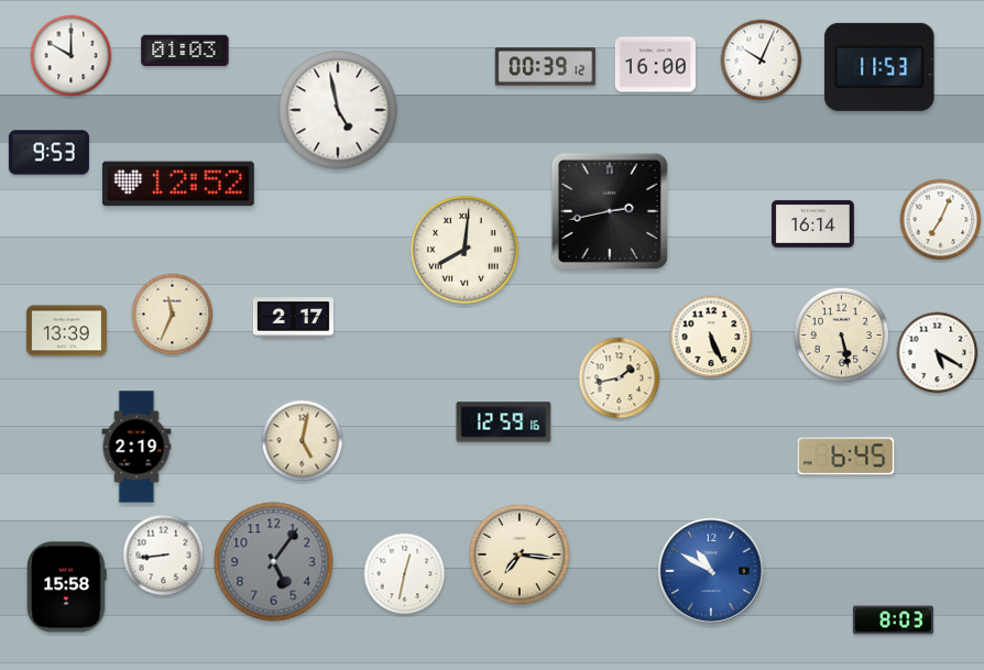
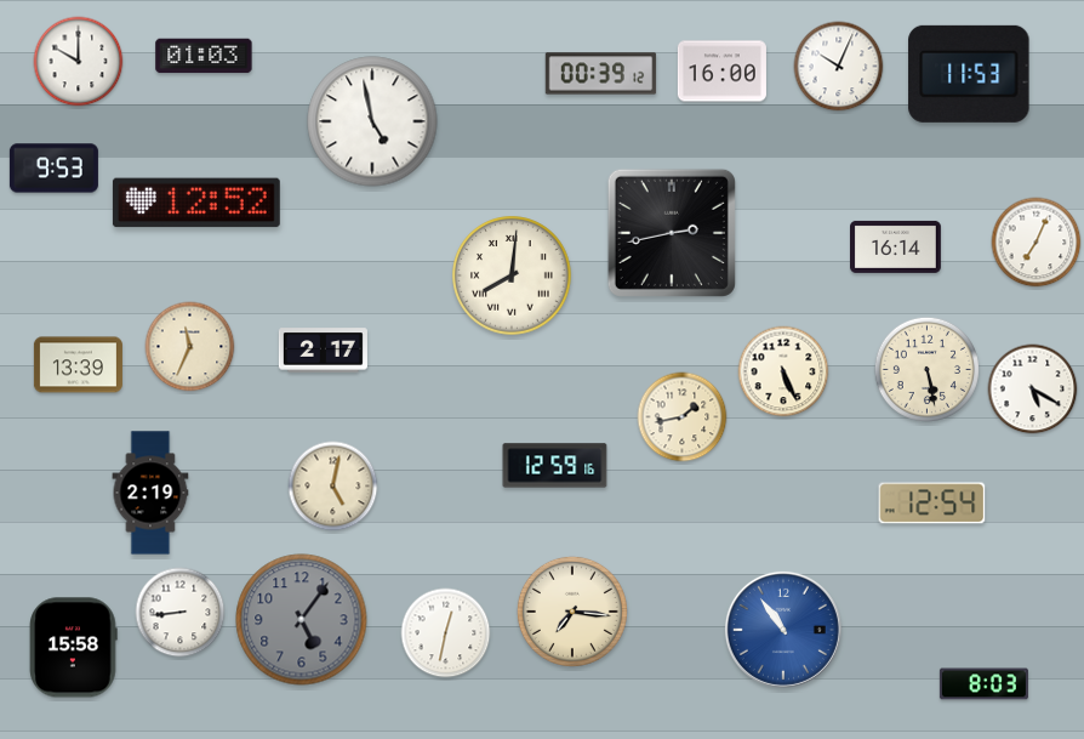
clock at (66, 331) position: (66, 331) -> (78, 365)
clock at (846, 457): 6:45 -> 12:54
clock at (711, 571): 10:50 -> 10:54
